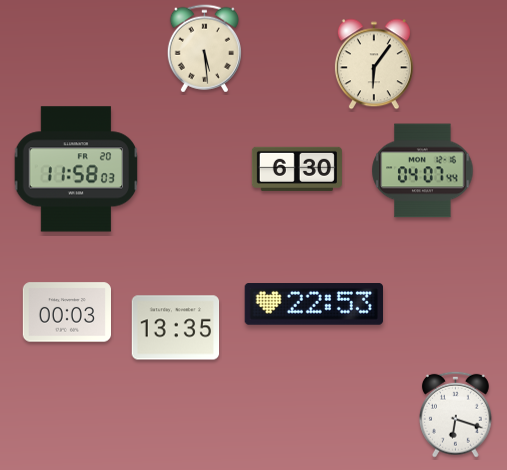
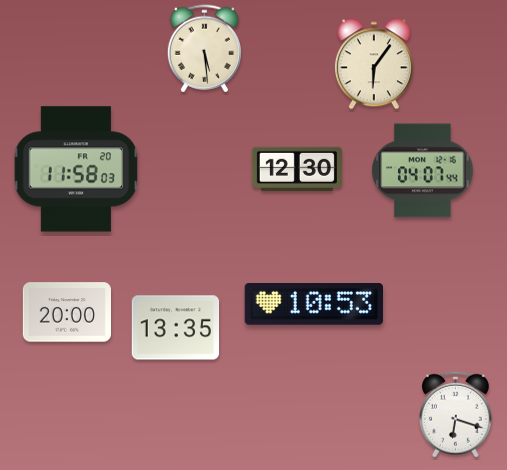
clock at (297, 169): 6:30 -> 12:30
clock at (313, 305): 22:53 -> 10:53
clock at (66, 312): 00:03 -> 20:00
